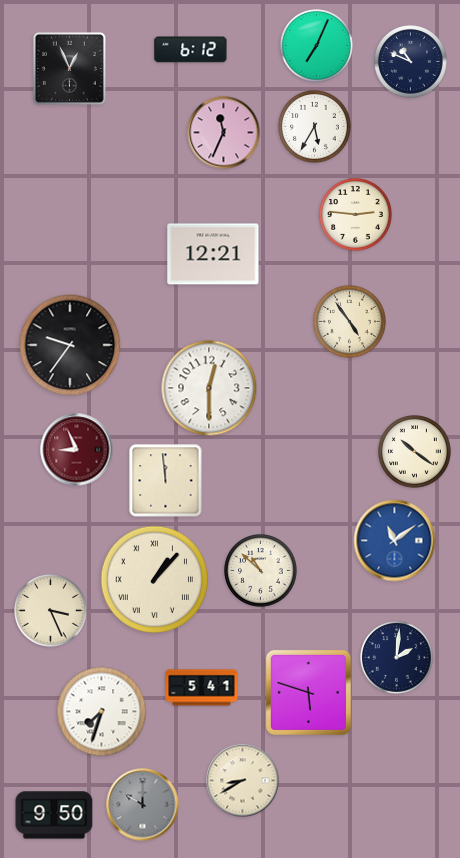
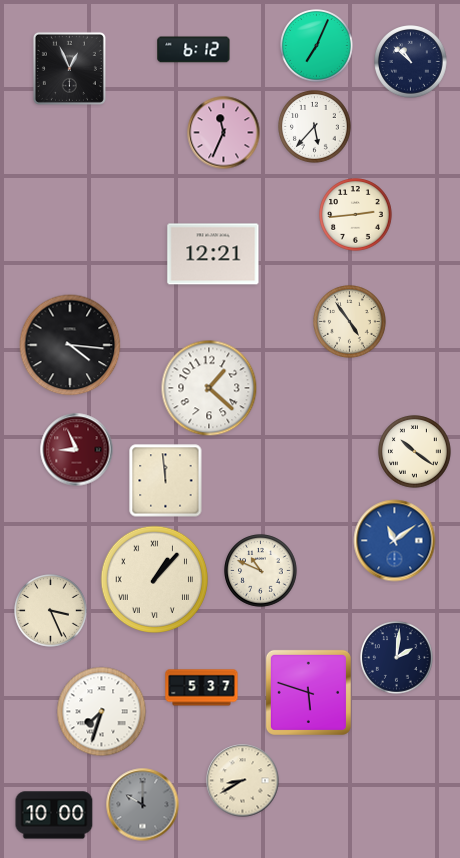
clock at (191, 50) position: (191, 50) -> (194, 50)
clock at (411, 62): 10:49 -> 10:52
clock at (315, 127): 5:35 -> 5:37
clock at (356, 215): 2:46 -> 2:44
clock at (70, 345): 9:36 -> 4:16
clock at (209, 388): 12:30 -> 1:22
clock at (261, 571): 10:52 -> 10:49
clock at (202, 688): 5:41 -> 5:37
clock at (54, 815): 9:50 -> 10:00
